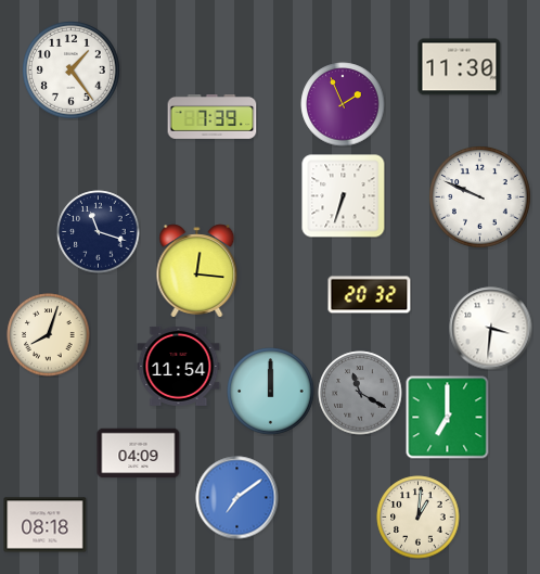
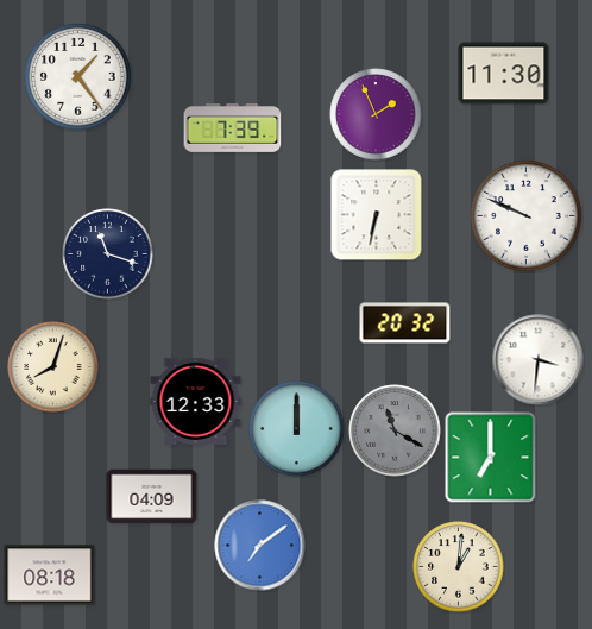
clock at (344, 196): 6:33 -> 6:32
clock at (197, 271): 12:16 -> none
clock at (179, 366): 11:54 -> 12:33
